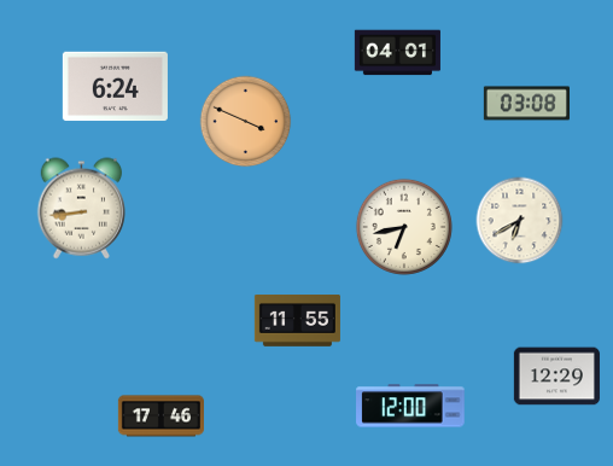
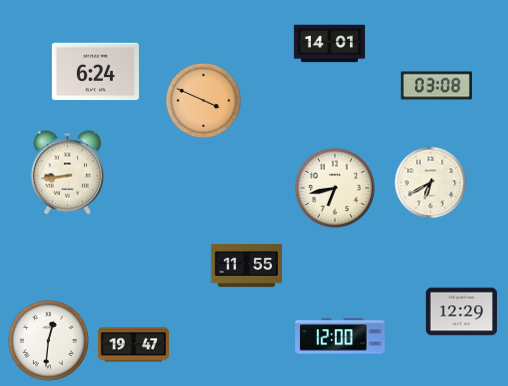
clock at (397, 53): 04:01 -> 14:01
clock at (48, 340): none -> 12:31
clock at (160, 417): 17:46 -> 19:47
